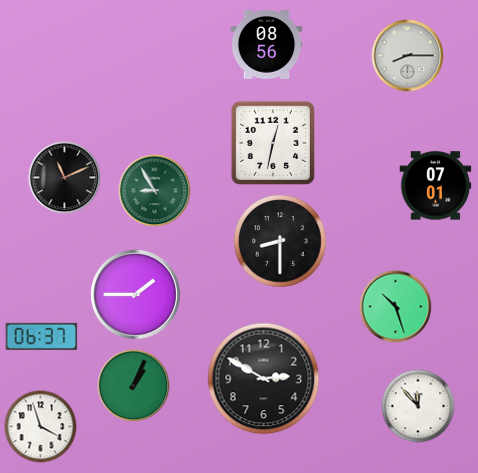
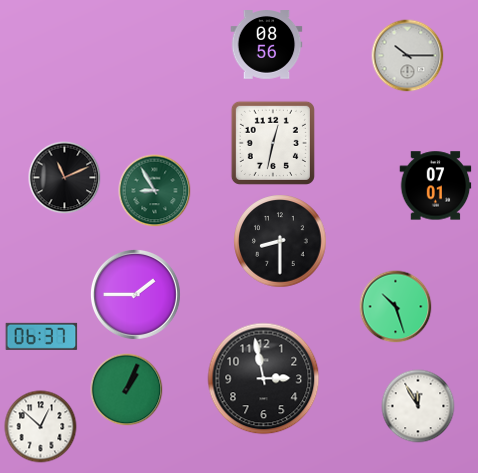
clock at (408, 56): 8:15 -> 10:15
clock at (264, 379): 2:50 -> 2:58
clock at (134, 386) position: (134, 386) -> (127, 390)
clock at (418, 406): 11:53 -> 11:55
clock at (41, 427): 3:57 -> 12:52
